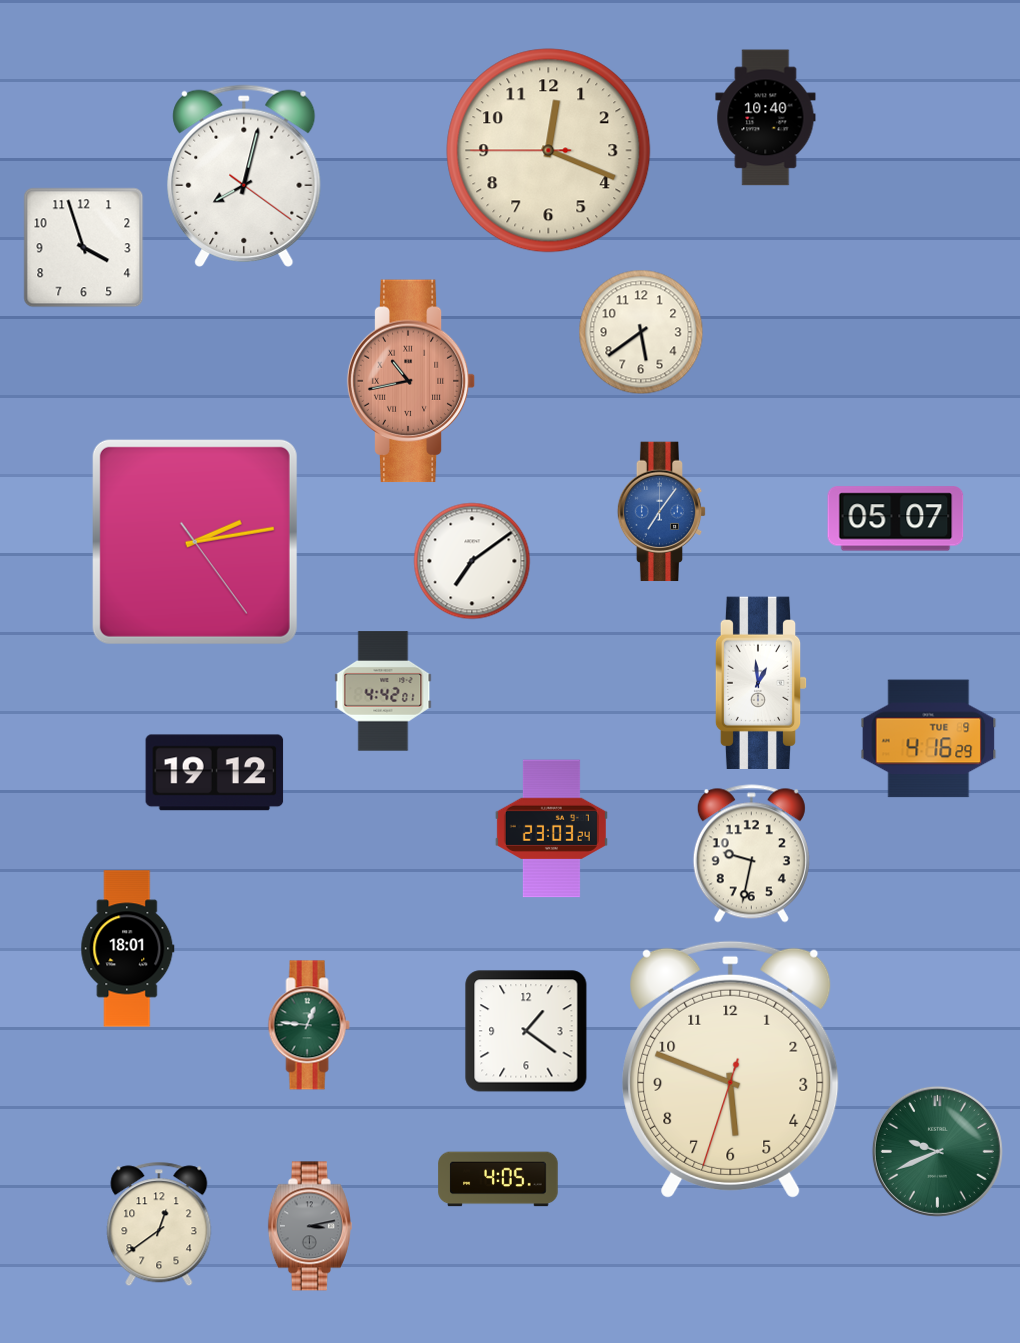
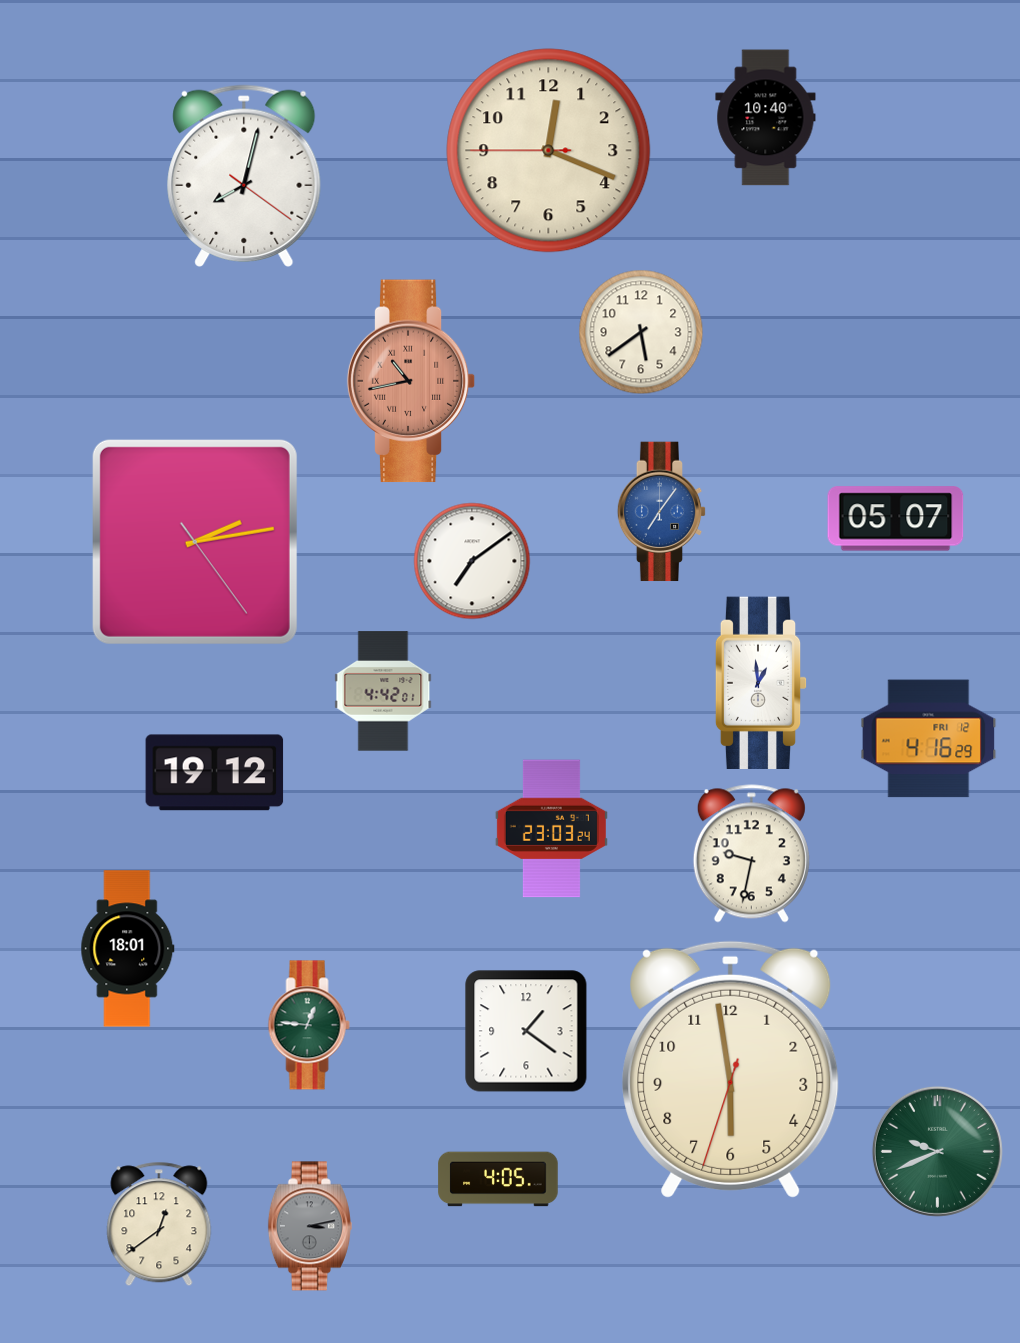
clock at (84, 248): 3:57 -> none
clock at (929, 739) date: TUE 9 -> FRI 12
clock at (731, 1069): 5:48 -> 5:58
